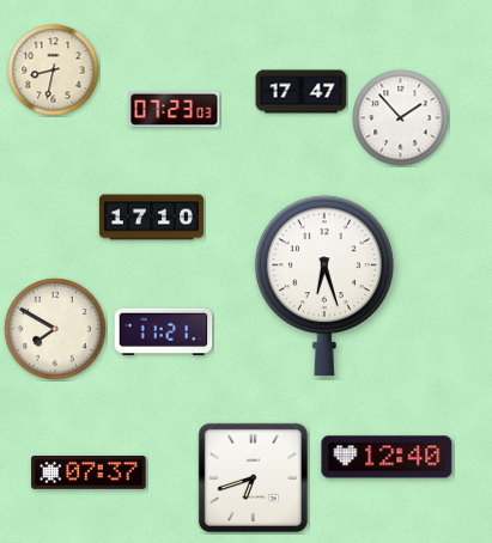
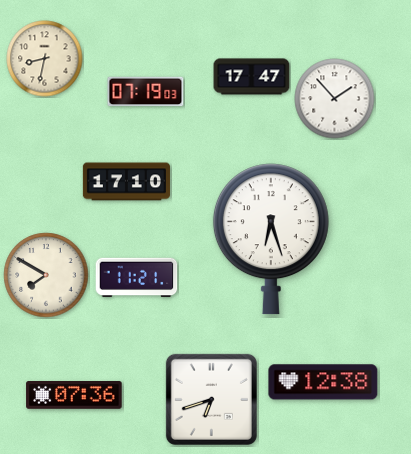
clock at (175, 110): 07:23 -> 07:19
clock at (387, 457): 12:40 -> 12:38
clock at (89, 474): 07:37 -> 07:36
